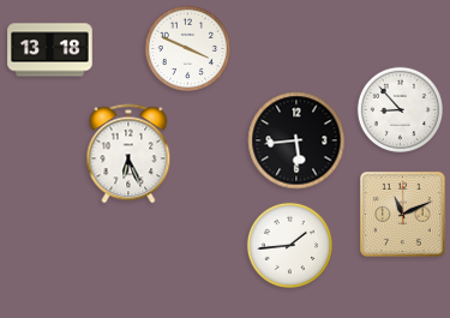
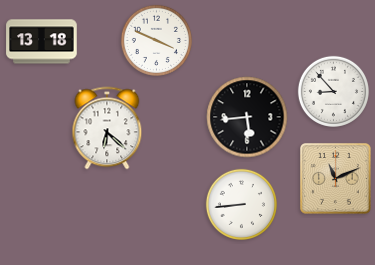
clock at (128, 154): 6:26 -> 6:22
clock at (289, 245): 1:44 -> 8:44
